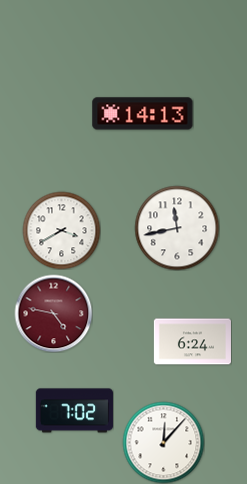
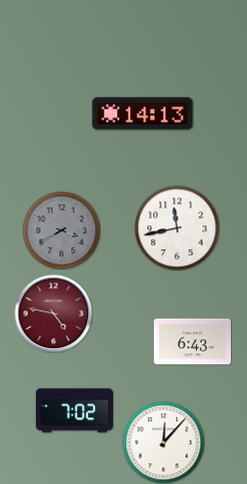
clock at (61, 230) dial: white -> grey
clock at (192, 342): 6:24 -> 6:43
